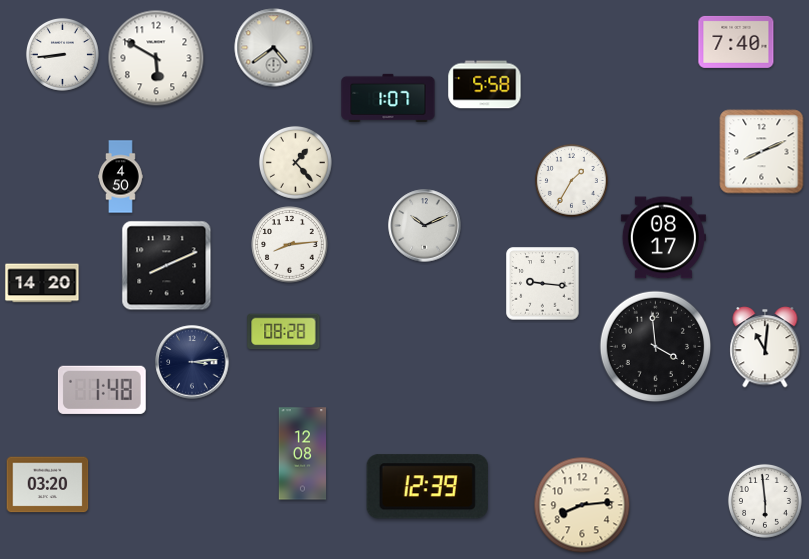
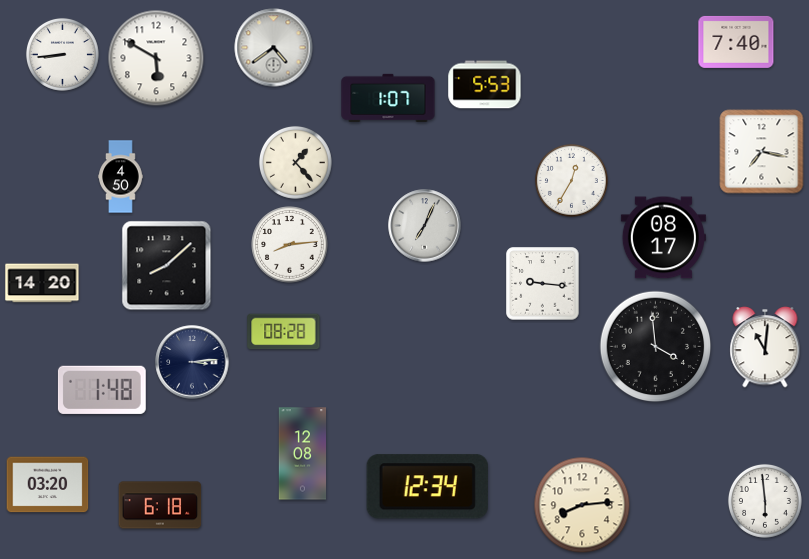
clock at (485, 85): 5:58 -> 5:53
clock at (762, 152): 8:11 -> 7:17
clock at (571, 180): 1:35 -> 12:35
clock at (425, 226): 10:11 -> 7:04
clock at (167, 266): 8:11 -> 8:08
clock at (427, 487): 12:39 -> 12:34
clock at (160, 505): none -> 6:18
